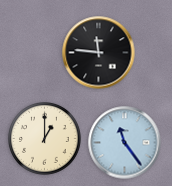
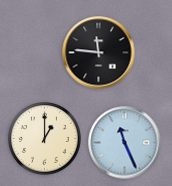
clock at (125, 143): 11:24 -> 11:26
